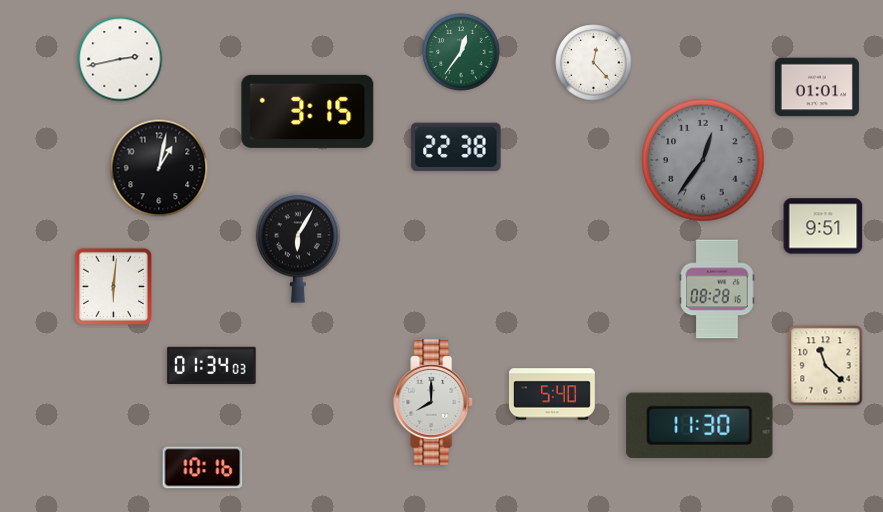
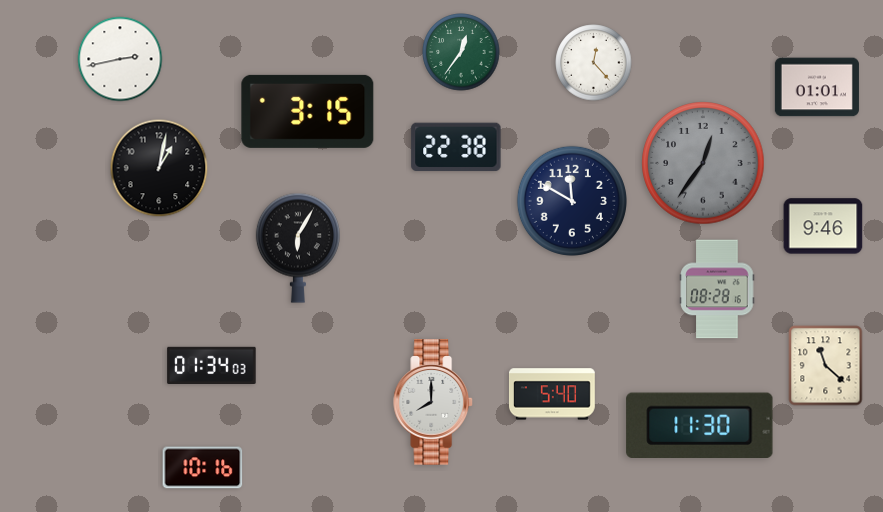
clock at (703, 160) position: (703, 160) -> (703, 163)
clock at (572, 201): none -> 11:50
clock at (823, 226): 9:51 -> 9:46
clock at (113, 286): 6:01 -> none
